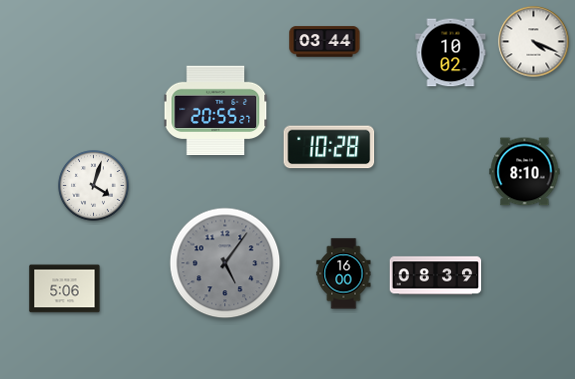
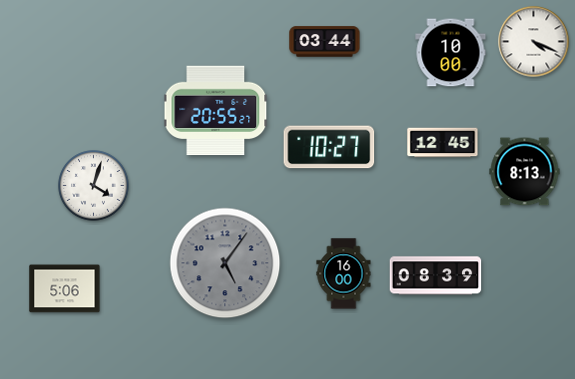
clock at (451, 53): 10:02 -> 10:00
clock at (443, 143): none -> 12:45
clock at (329, 147): 10:28 -> 10:27
clock at (525, 172): 8:10 -> 8:13
